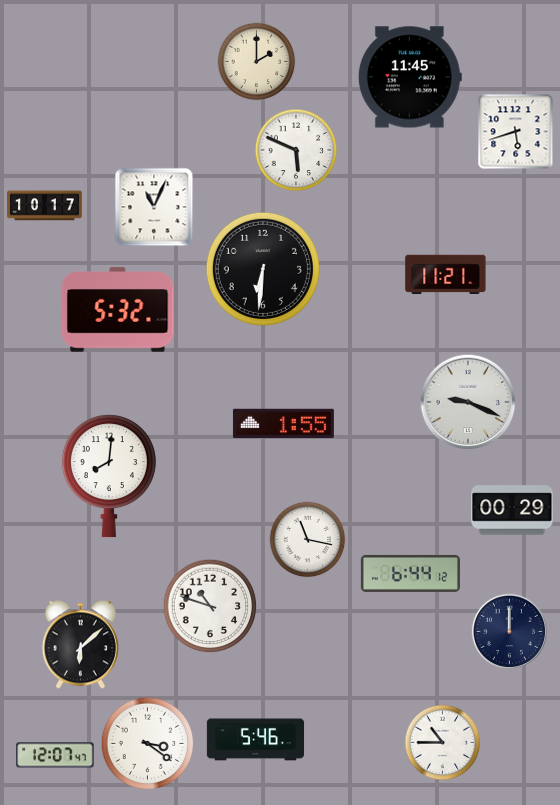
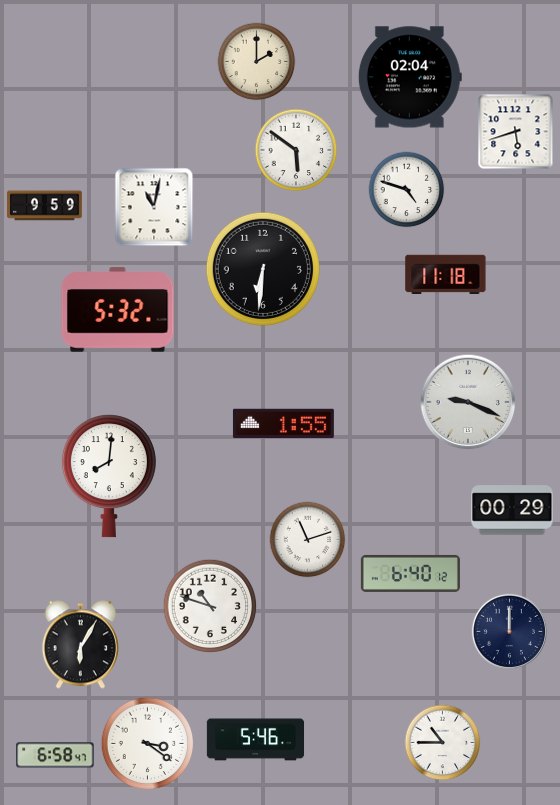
clock at (410, 77): 11:45 -> 02:04
clock at (296, 150): 5:49 -> 5:51
clock at (407, 190): none -> 4:48
clock at (45, 206): 10:17 -> 9:59
clock at (154, 207): 11:04 -> 11:02
clock at (446, 274): 11:21 -> 11:18
clock at (308, 540): 11:17 -> 11:12
clock at (410, 573): 6:44 -> 6:40
clock at (80, 645): 6:08 -> 6:05
clock at (55, 755): 12:07 -> 6:58
